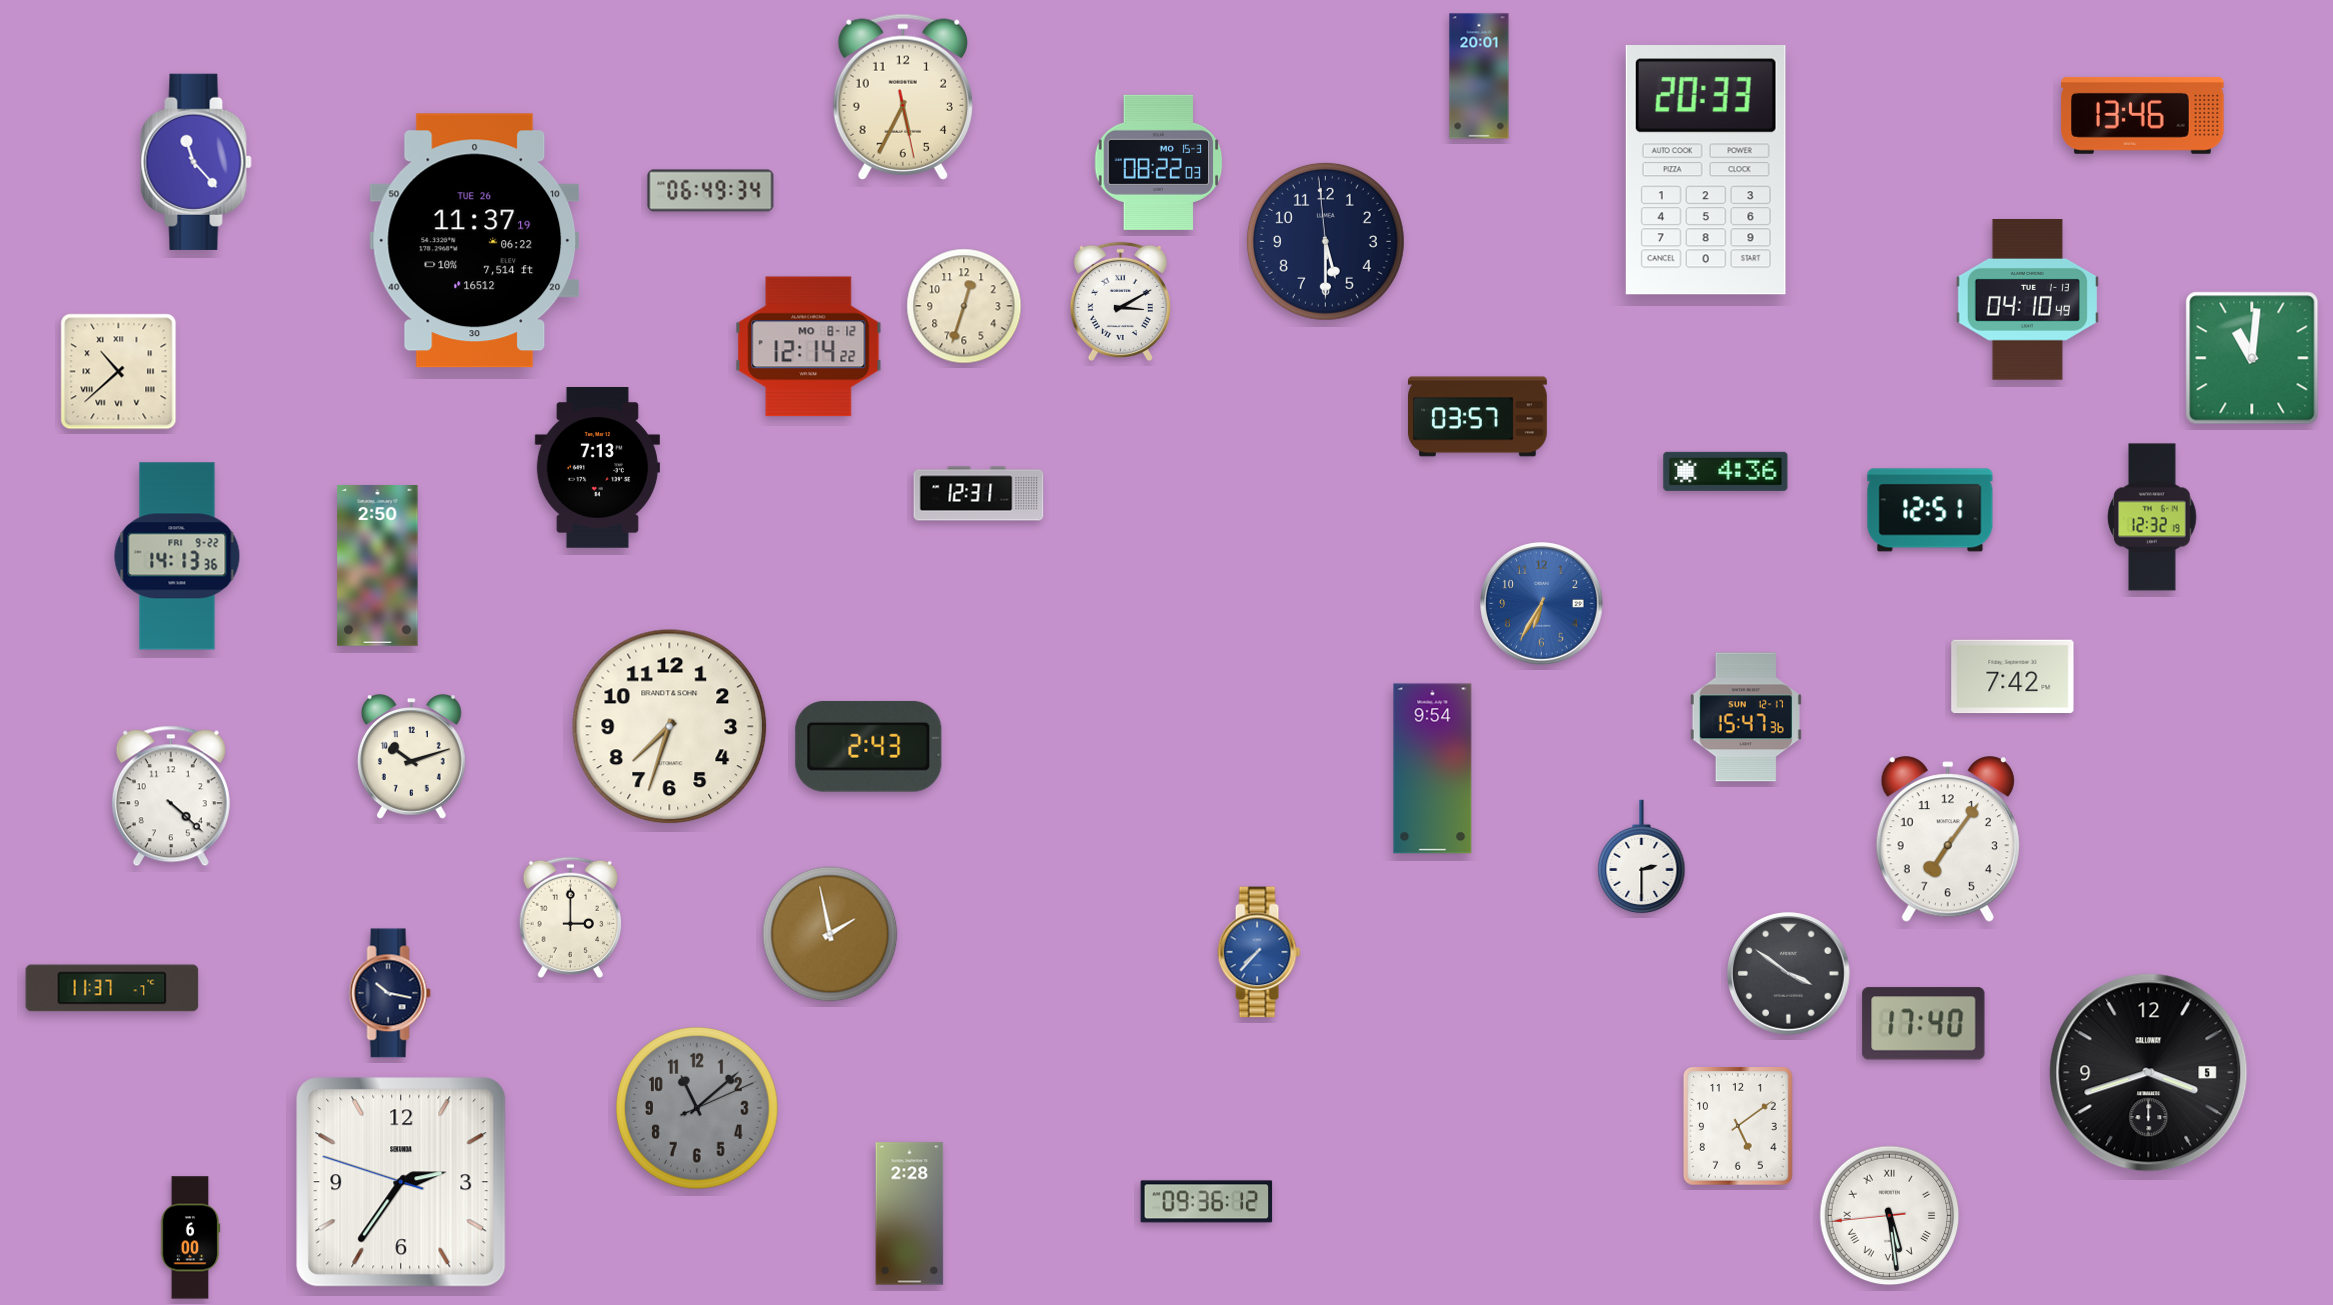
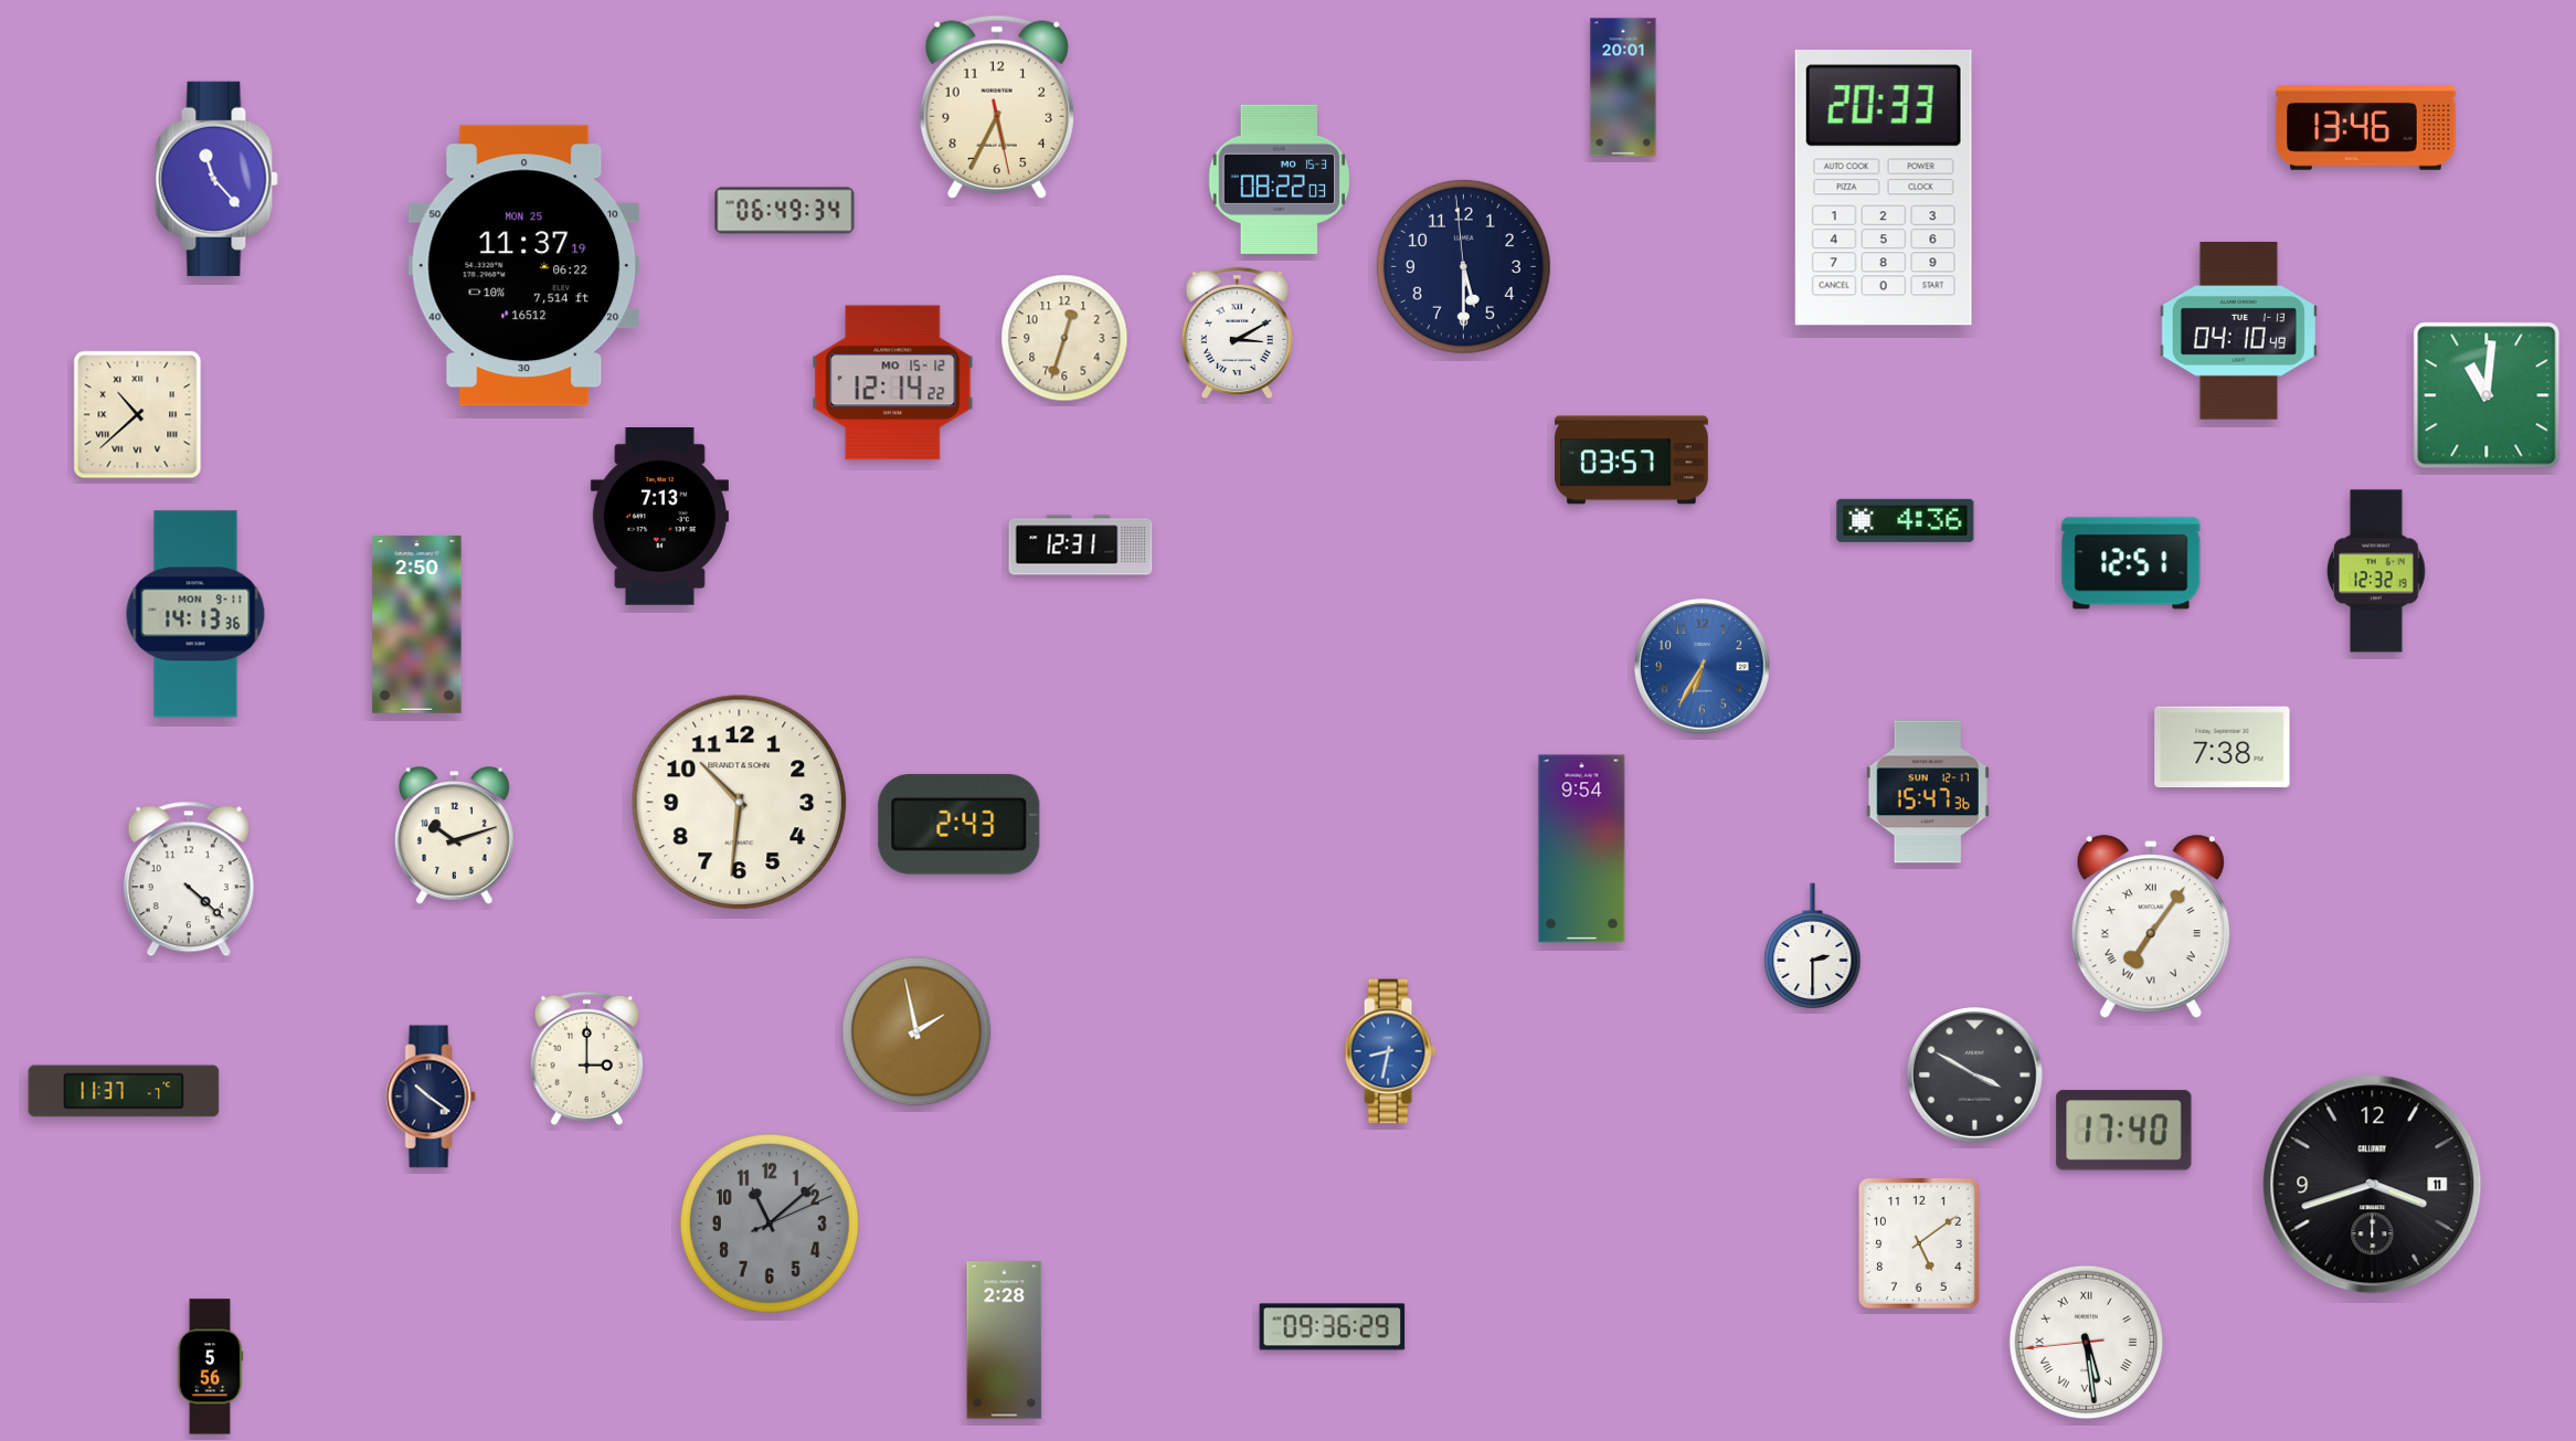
clock at (1479, 76) position: (1479, 76) -> (1623, 87)
clock at (475, 241) date: TUE 26 -> MON 25
clock at (809, 347) date: MO 8-12 -> MO 15-12
clock at (119, 372) position: (119, 372) -> (138, 415)
clock at (177, 556) date: FRI 9-22 -> MON 9-11
clock at (2013, 677): 7:42 -> 7:38
clock at (670, 727): 7:33 -> 10:31
clock at (1948, 840) numerals: Arabic -> Roman
clock at (571, 918) position: (571, 918) -> (587, 1059)
clock at (1259, 952): 7:37 -> 8:32
clock at (1789, 974): 3:51 -> 3:50
clock at (390, 993): 10:17 -> 10:21
clock at (2149, 1073) date: 5 -> 11
clock at (401, 1182): 2:35 -> none
clock at (1207, 1202): 09:36:12 -> 09:36:29
clock at (190, 1238): 6:00 -> 5:56
